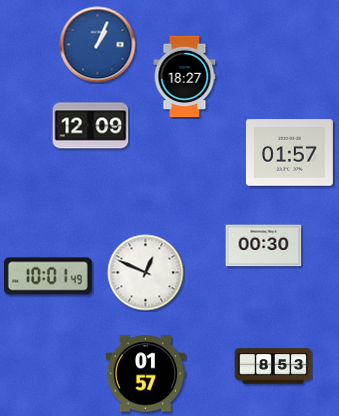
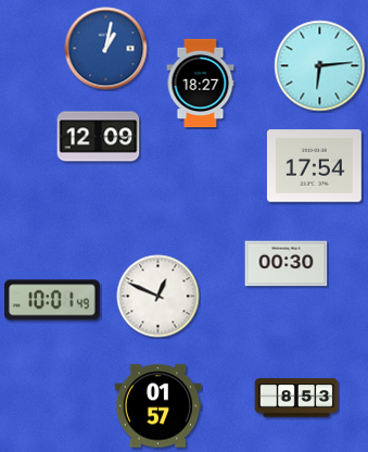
clock at (98, 45): 1:04 -> 1:02
clock at (320, 66): none -> 6:14
clock at (289, 153): 01:57 -> 17:54
clock at (264, 246) position: (264, 246) -> (287, 264)
